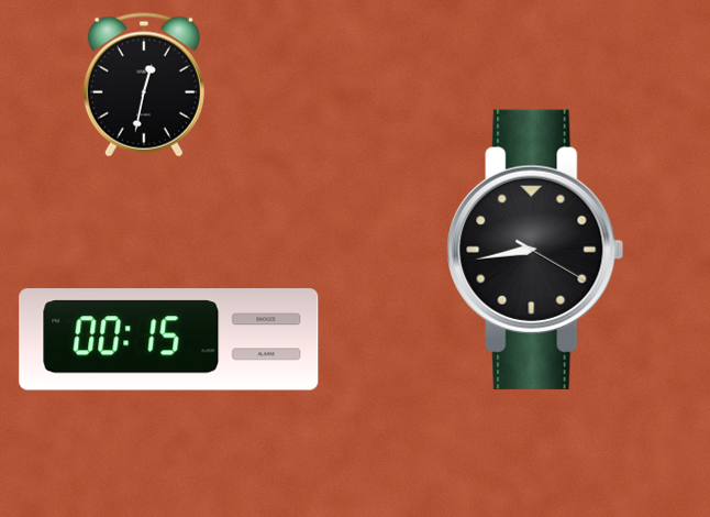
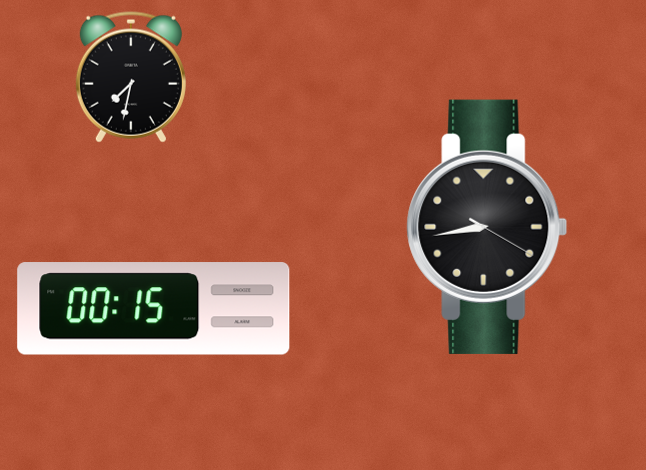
clock at (144, 85): 12:32 -> 7:32
